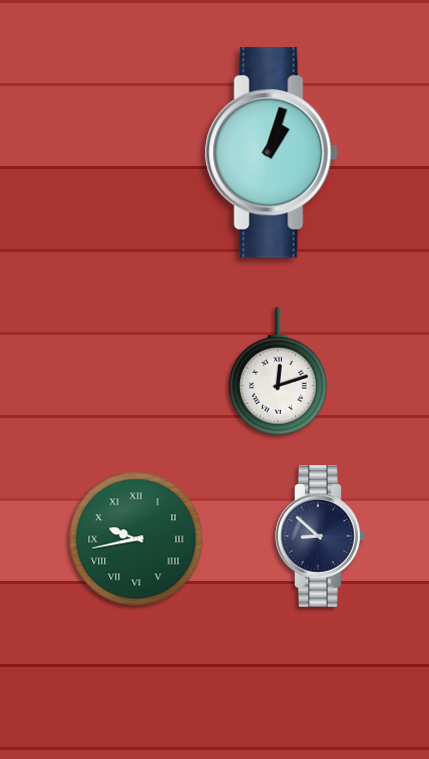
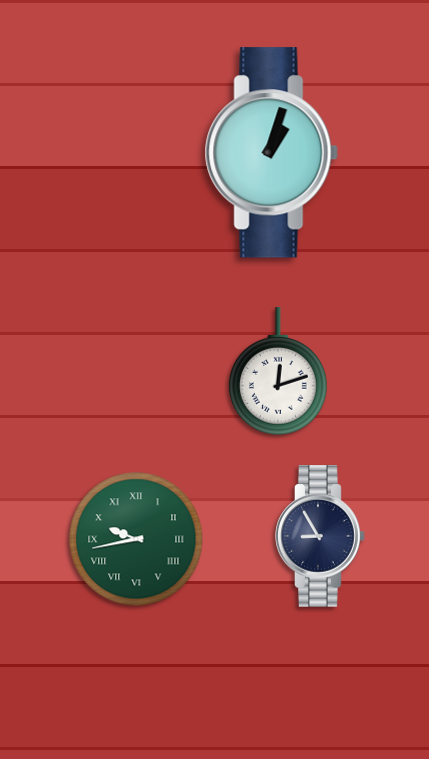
clock at (320, 536): 8:52 -> 8:55
